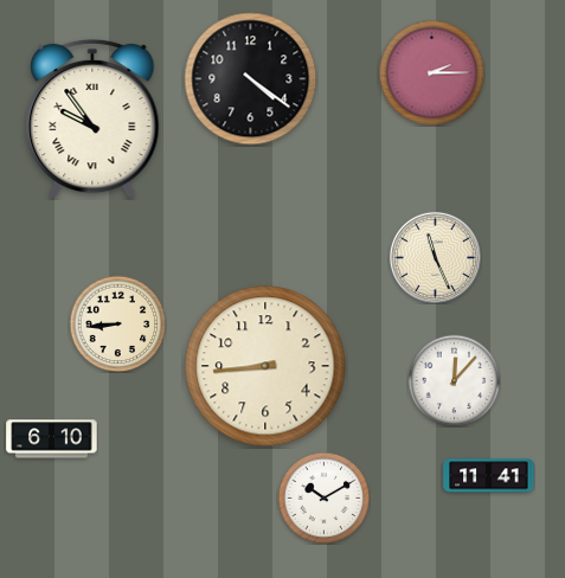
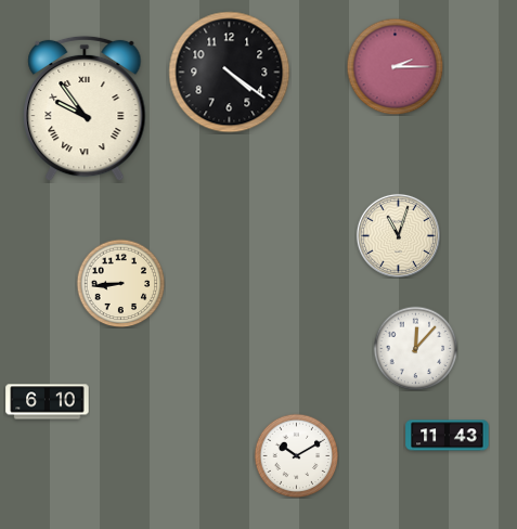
clock at (435, 257): 11:26 -> 11:03
clock at (117, 323) position: (117, 323) -> (120, 283)
clock at (265, 366): 8:44 -> none
clock at (489, 476): 11:41 -> 11:43
